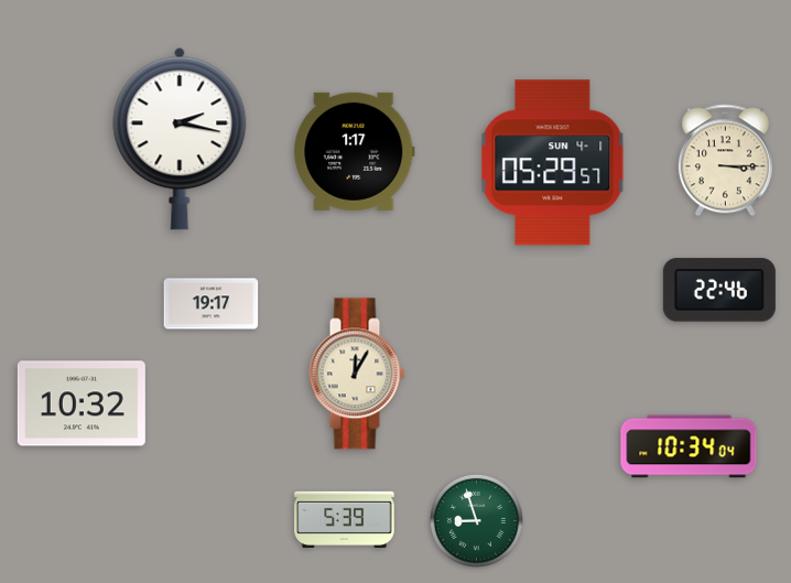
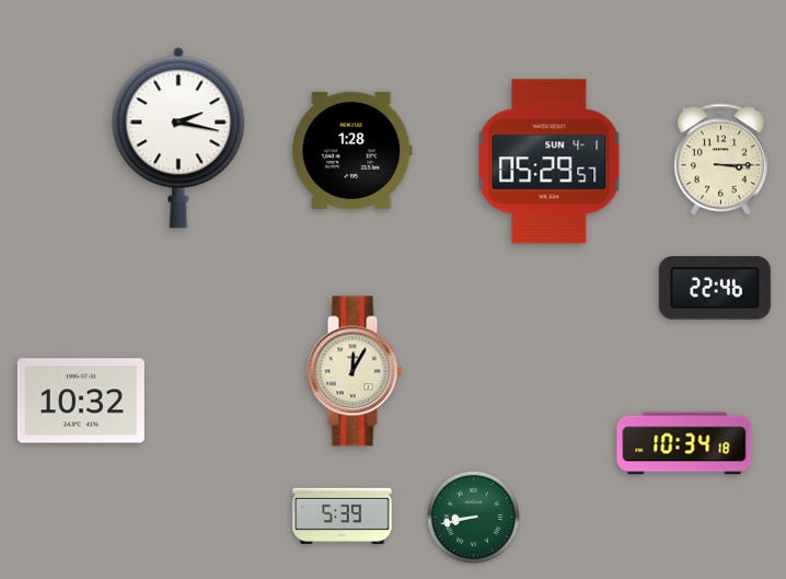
clock at (355, 151): 1:17 -> 1:28
clock at (212, 304): 19:17 -> none
clock at (689, 446): 10:34:04 -> 10:34:18
clock at (476, 520): 8:57 -> 8:43
